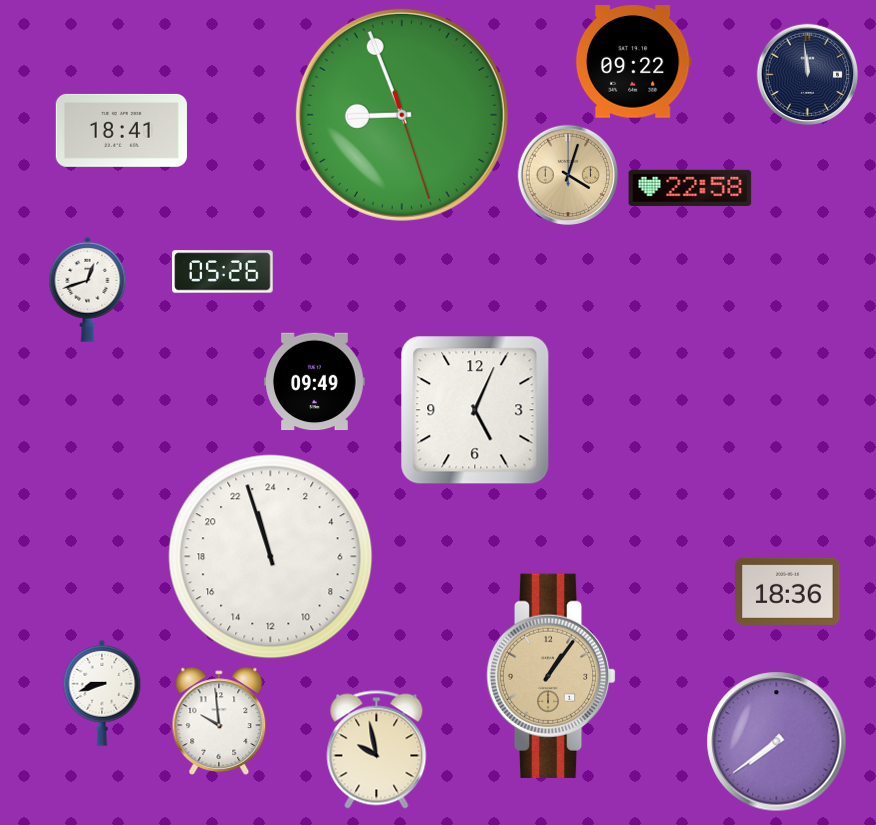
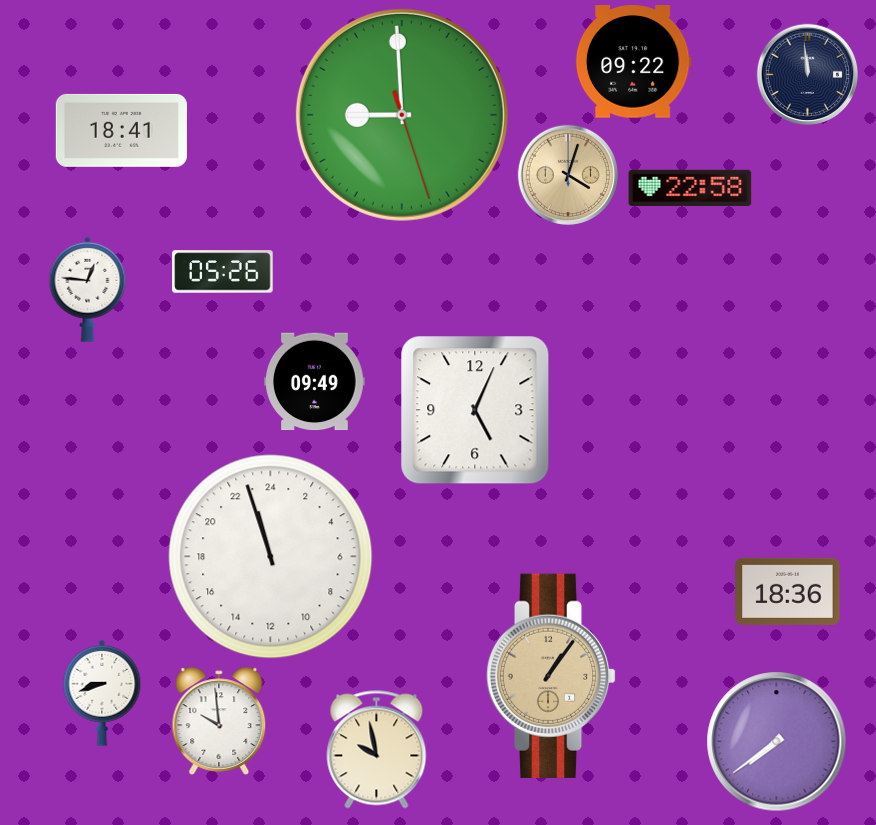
clock at (402, 115): 8:56 -> 8:59
clock at (88, 289): 12:42 -> 12:46
